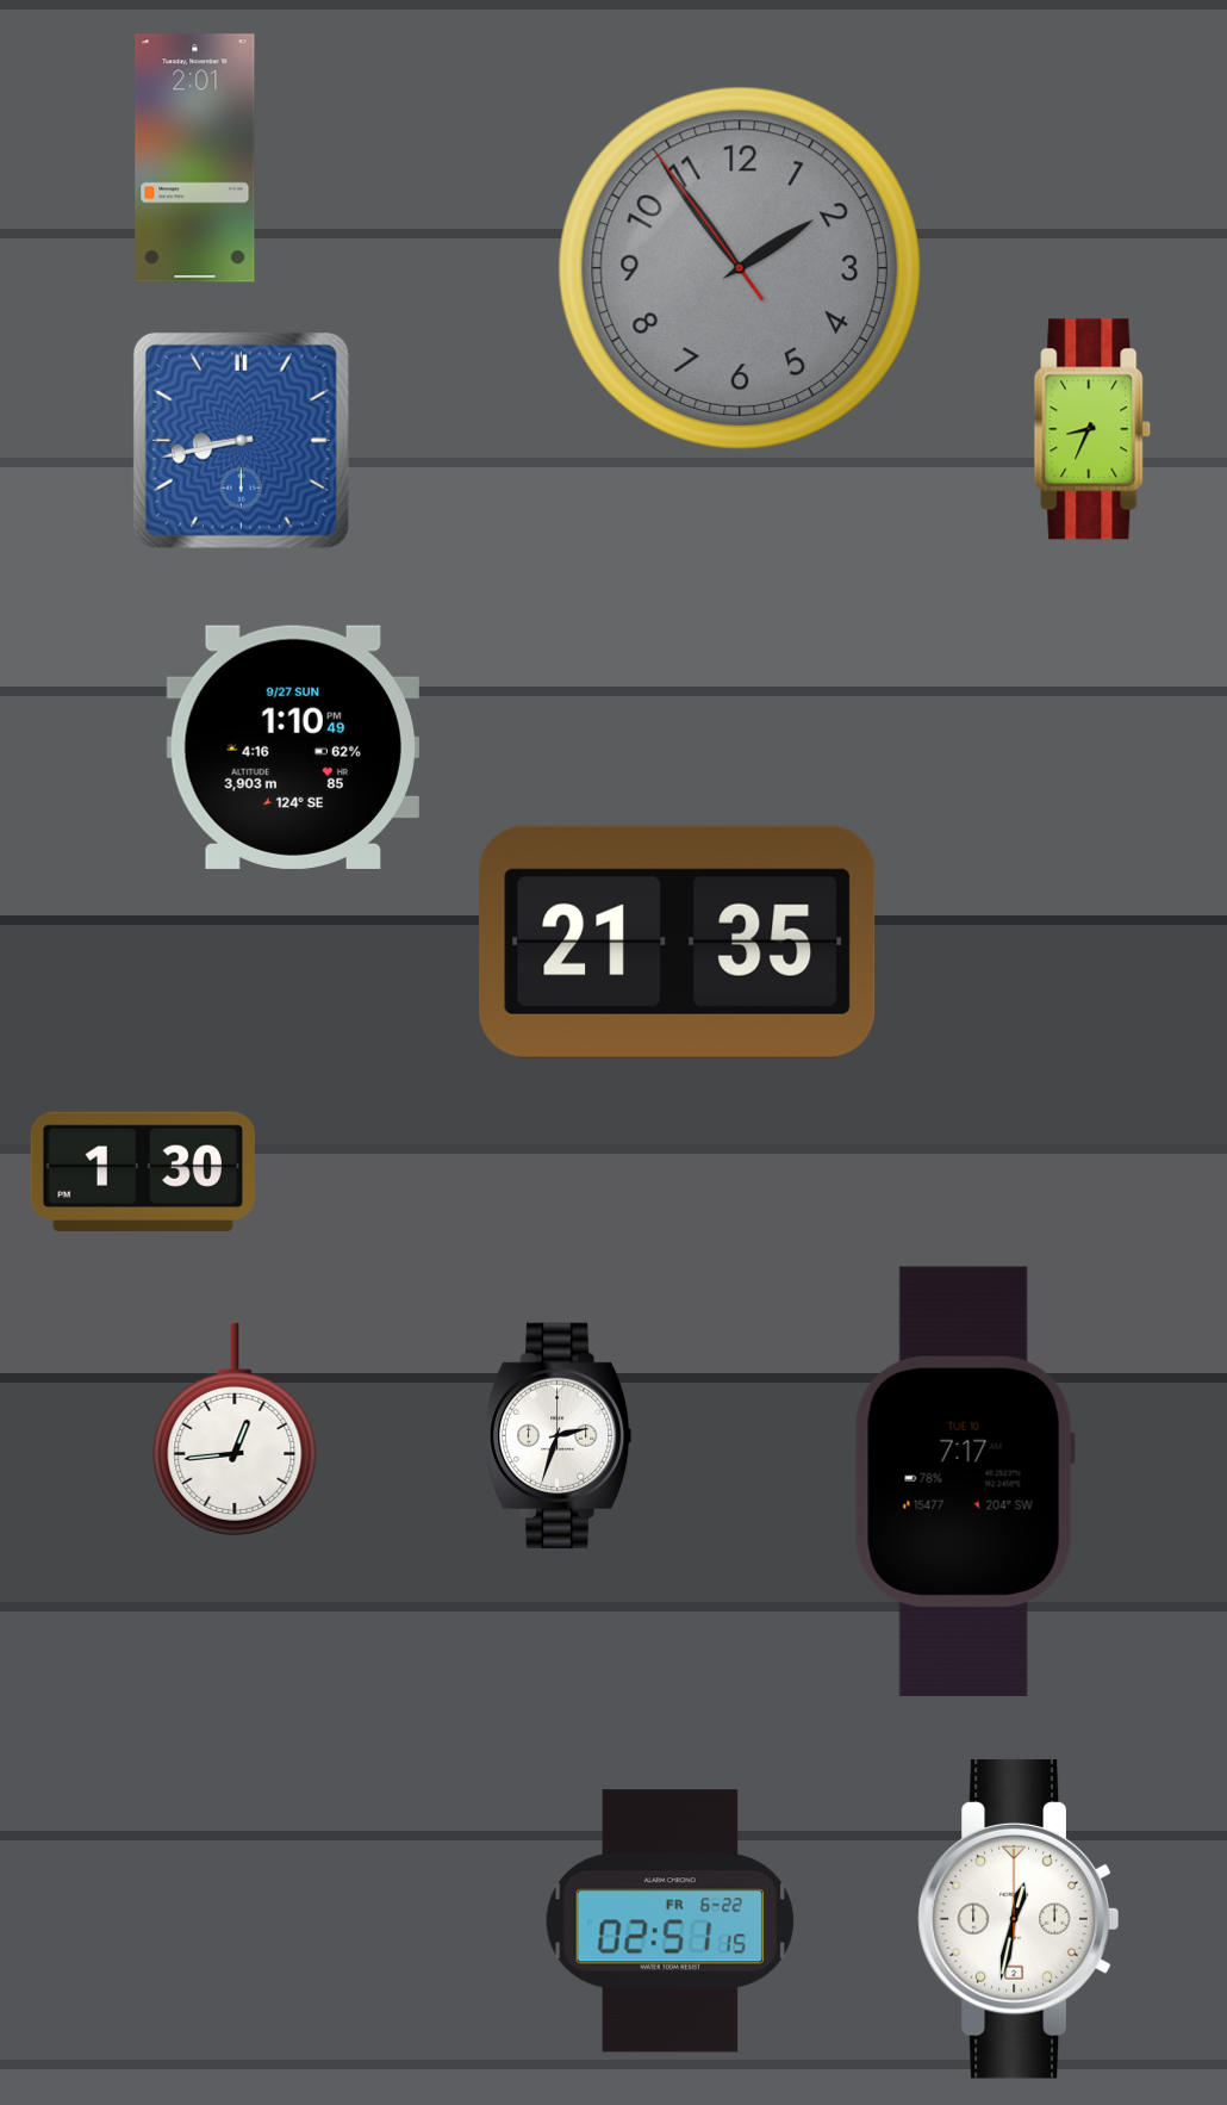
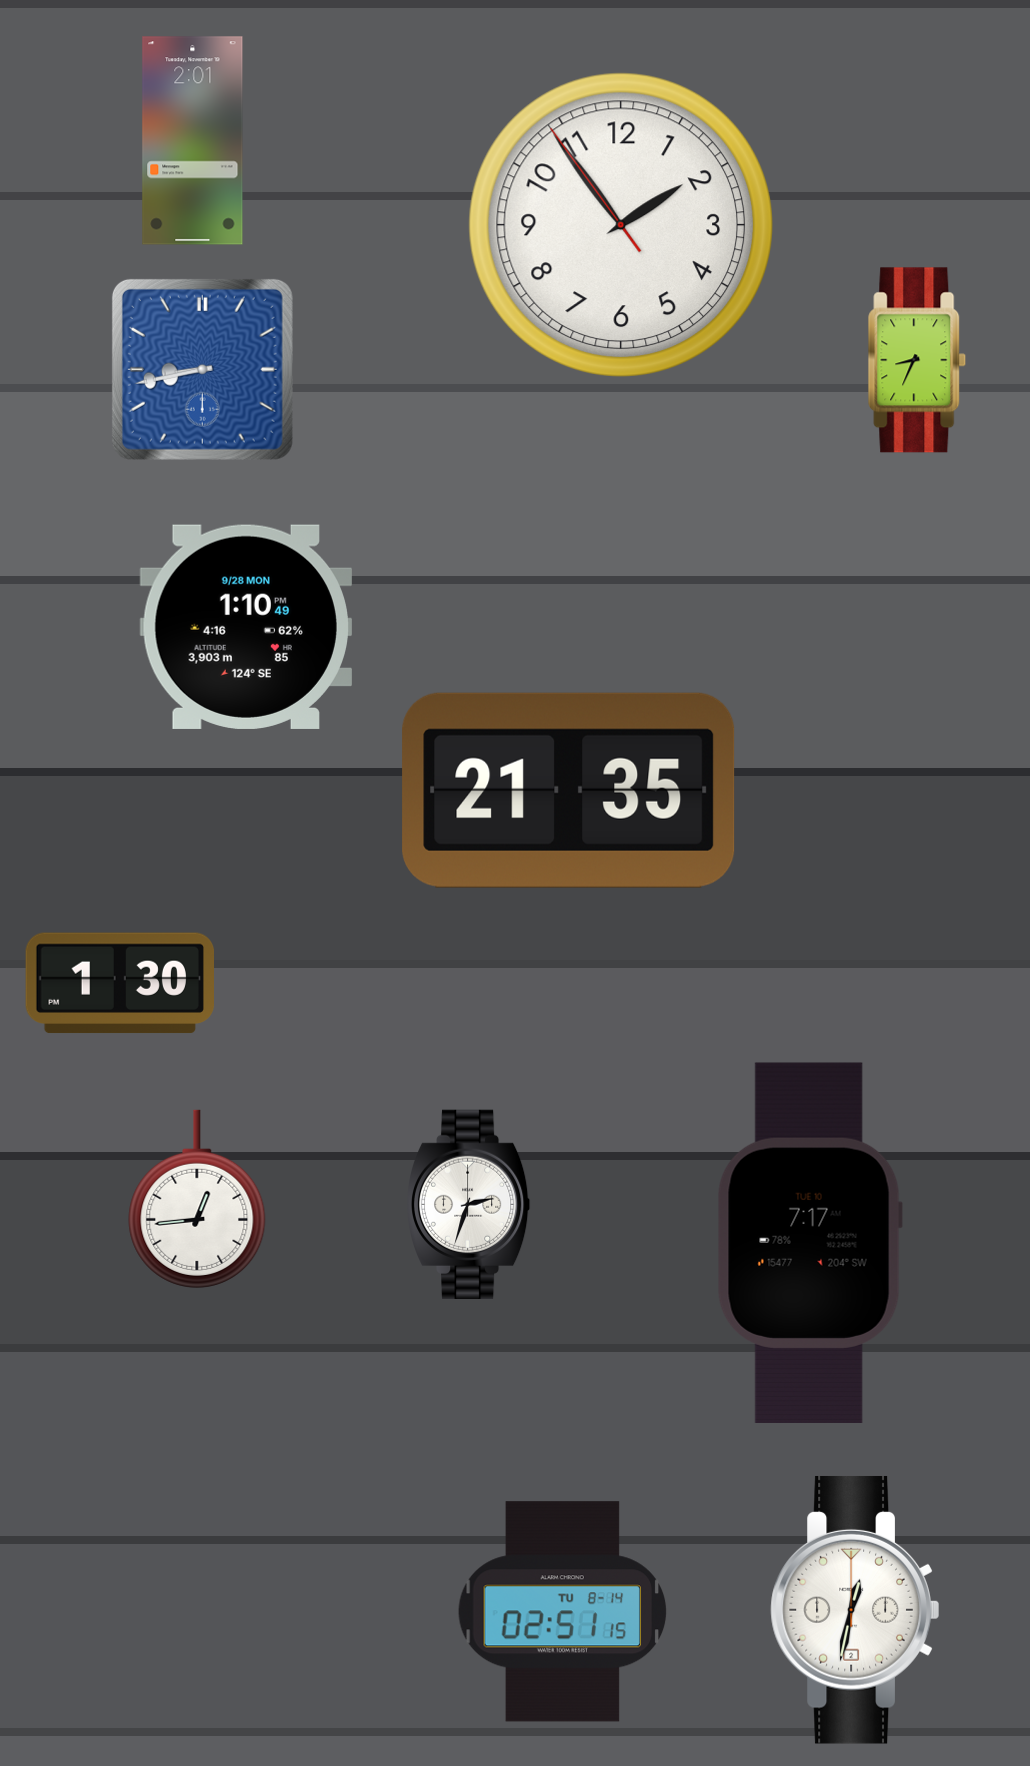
clock at (195, 159) position: (195, 159) -> (193, 141)
clock at (739, 267) dial: grey -> white
clock at (292, 747) date: 9/27 SUN -> 9/28 MON
clock at (671, 1921) date: FR 6-22 -> TU 8-14
